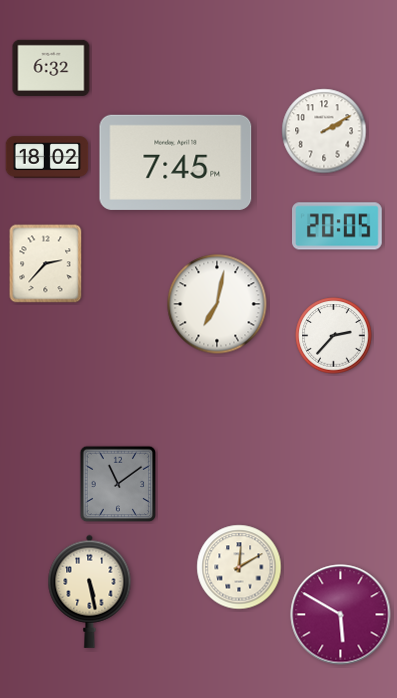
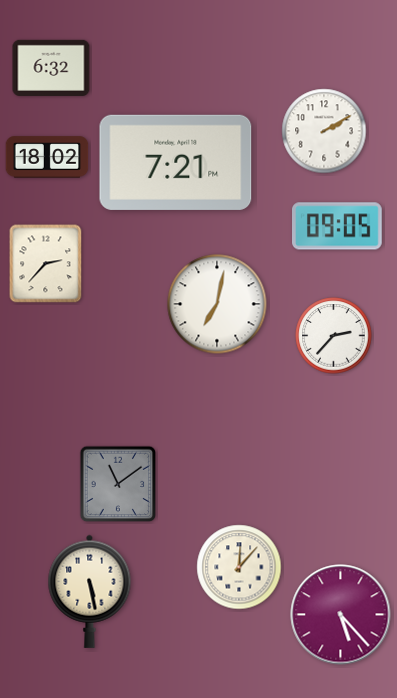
clock at (176, 162): 7:45 -> 7:21
clock at (338, 226): 20:05 -> 09:05
clock at (239, 567): 12:10 -> 12:07
clock at (341, 615): 5:50 -> 5:23
